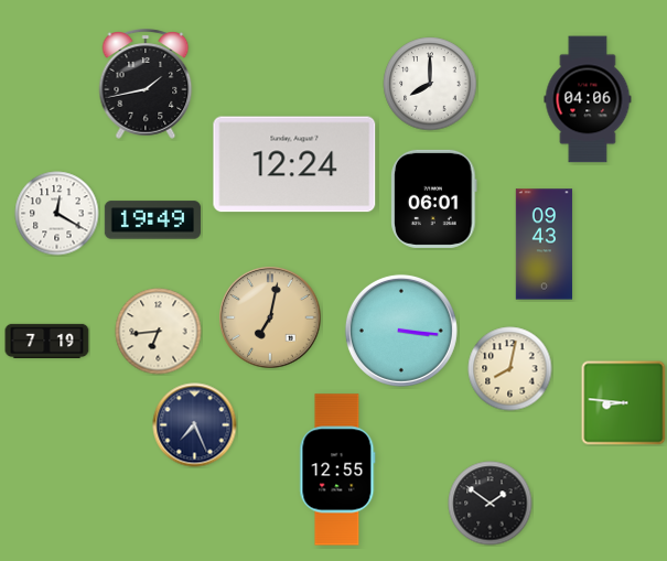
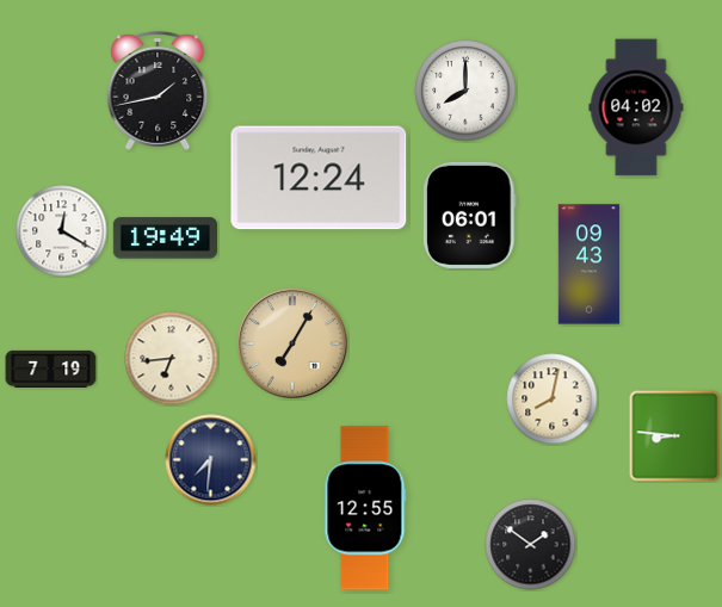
clock at (588, 99): 04:06 -> 04:02
clock at (270, 317): 7:02 -> 7:05
clock at (401, 331): 3:16 -> none
clock at (195, 425): 7:26 -> 7:31
